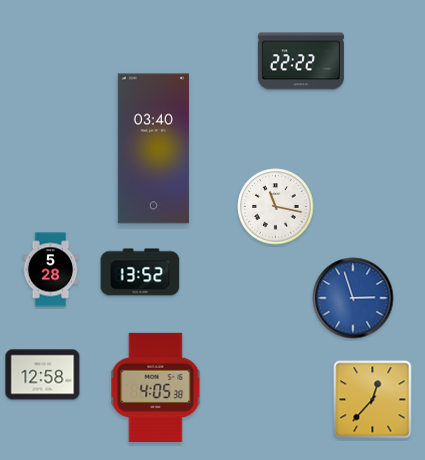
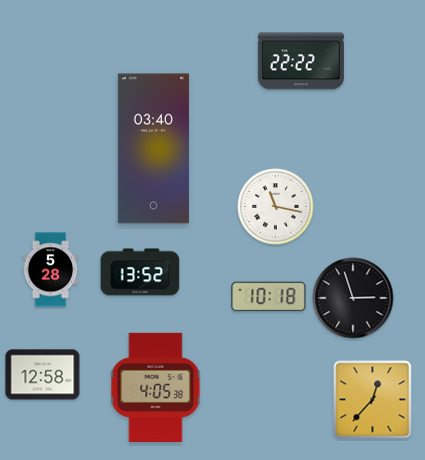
clock at (269, 297): none -> 10:18
clock at (353, 298) dial: blue -> black
